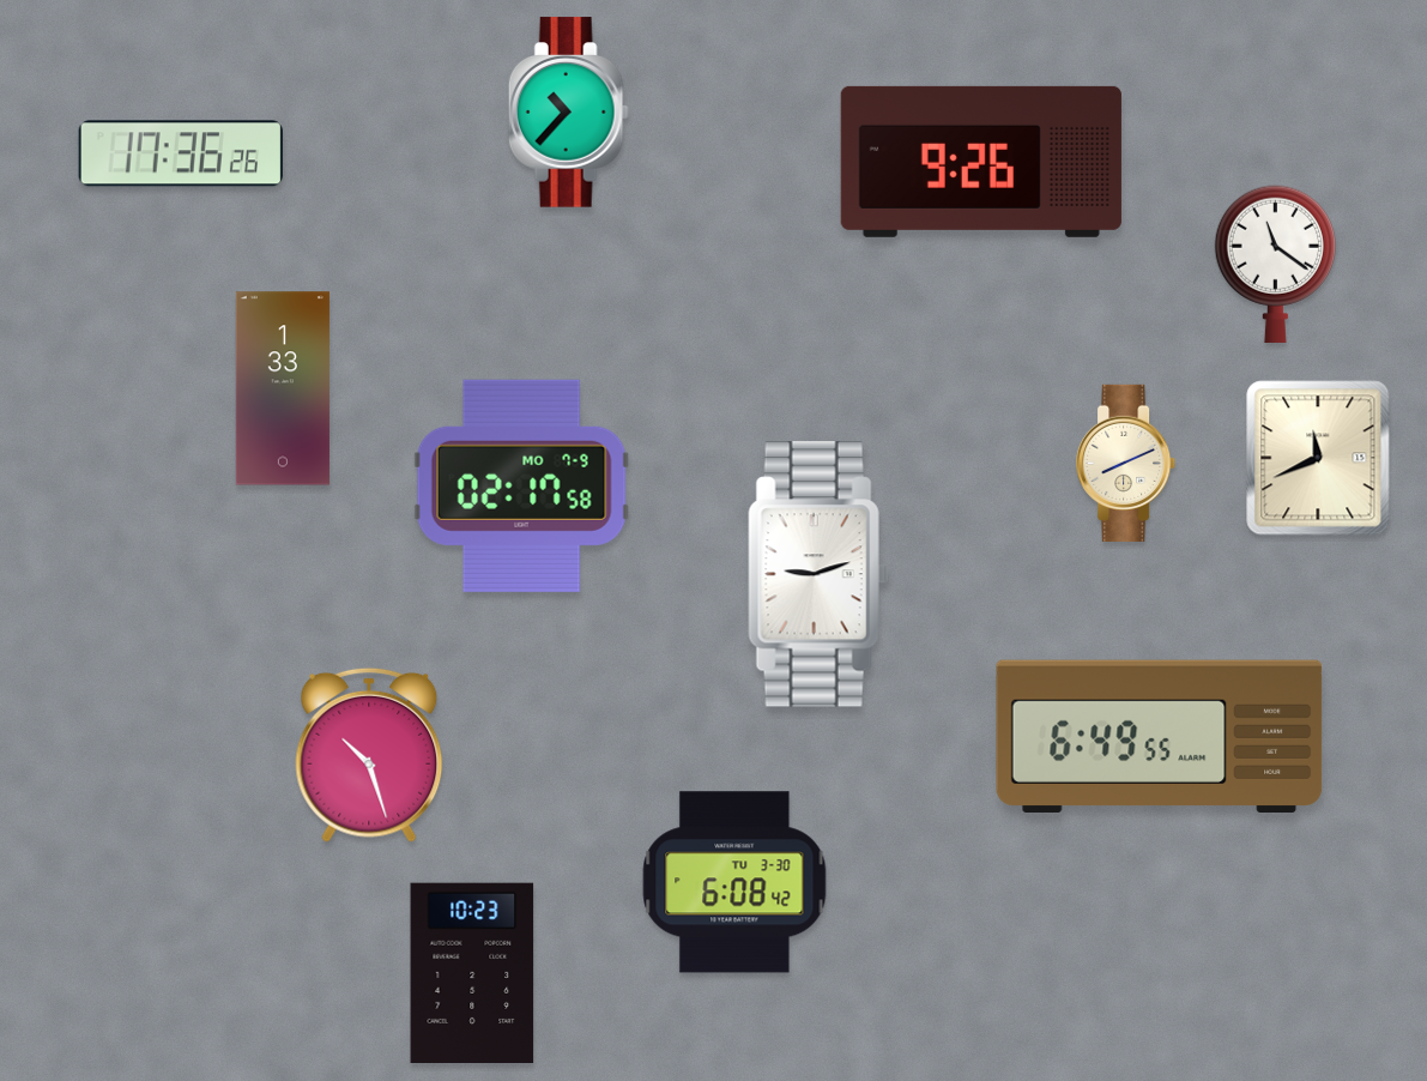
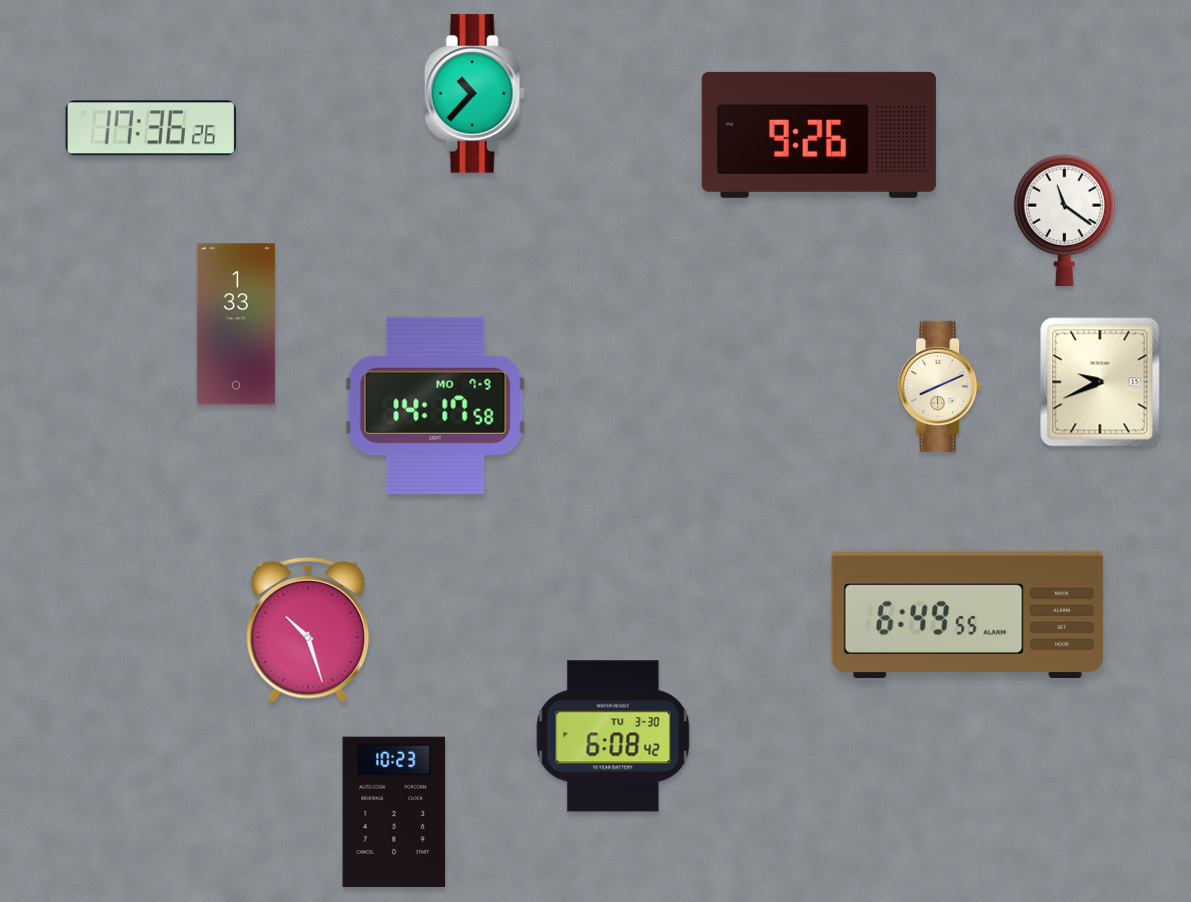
clock at (1318, 458): 11:41 -> 9:41
clock at (521, 485): 02:17 -> 14:17
clock at (818, 574): 9:12 -> none
